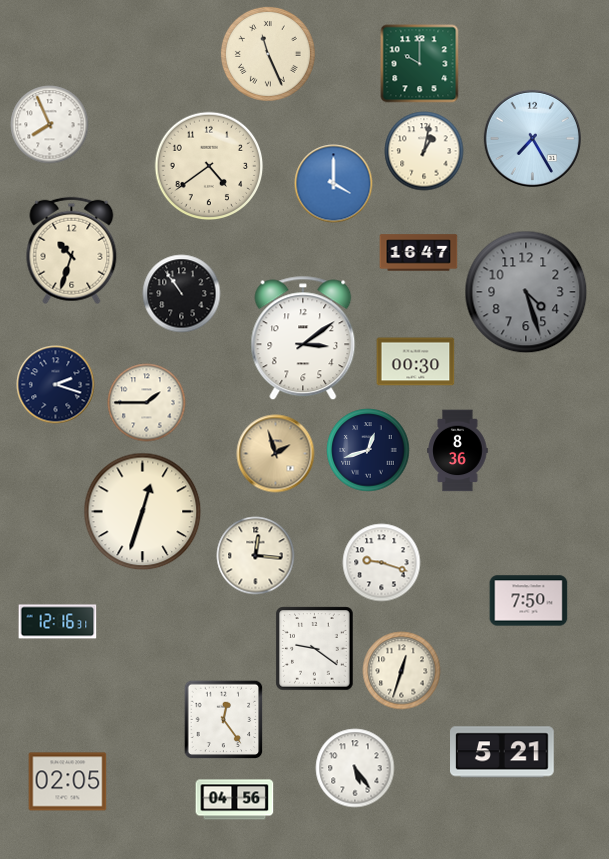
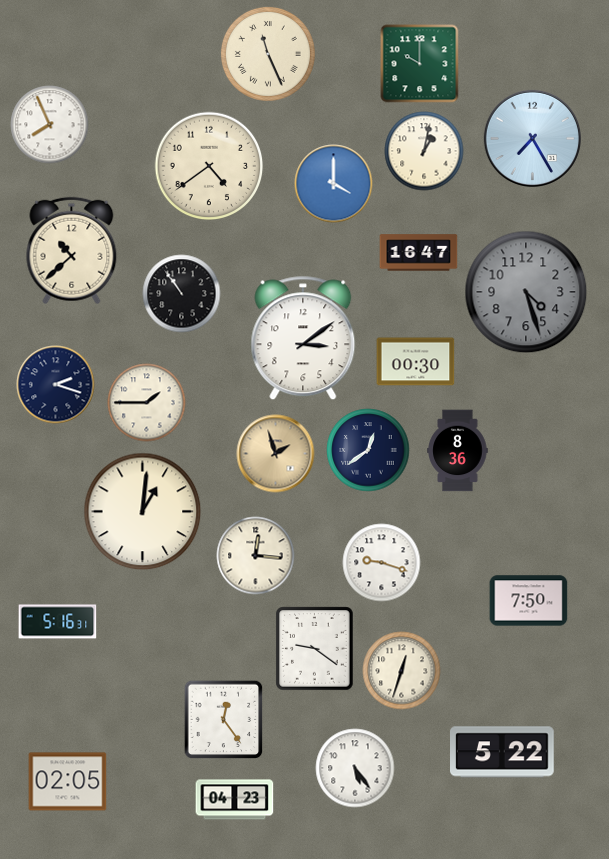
clock at (72, 250): 10:33 -> 10:38
clock at (368, 450): 12:42 -> 12:39
clock at (142, 511): 12:33 -> 1:01
clock at (57, 622): 12:16 -> 5:16
clock at (503, 752): 5:21 -> 5:22
clock at (234, 800): 04:56 -> 04:23
